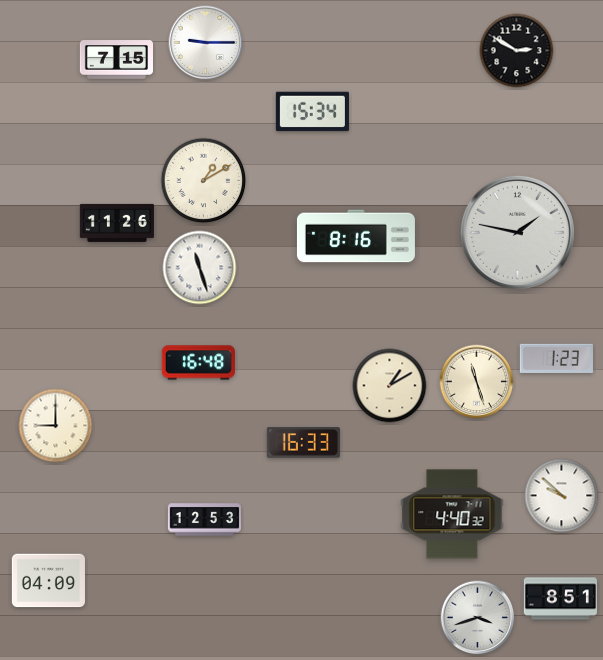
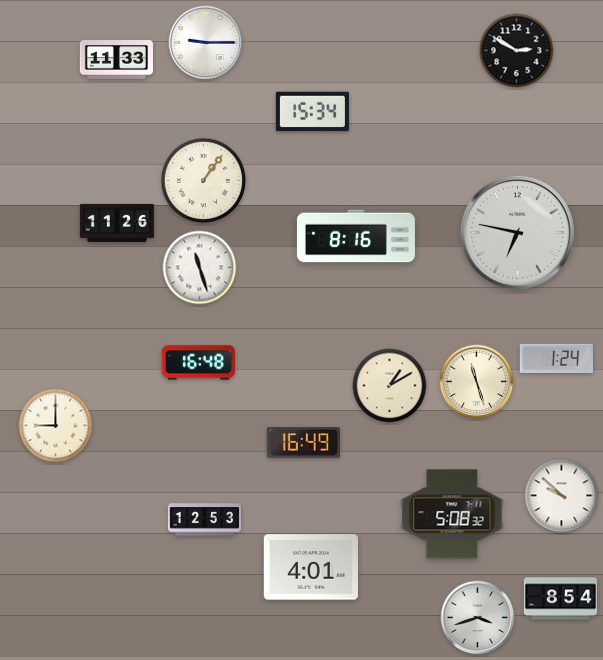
clock at (116, 60): 7:15 -> 11:33
clock at (204, 181): 1:10 -> 1:06
clock at (517, 232): 1:47 -> 6:47
clock at (556, 358): 1:23 -> 1:24
clock at (303, 443): 16:33 -> 16:49
clock at (452, 514): 4:40 -> 5:08
clock at (311, 567): none -> 4:01
clock at (48, 581): 04:09 -> none
clock at (560, 599): 8:51 -> 8:54
